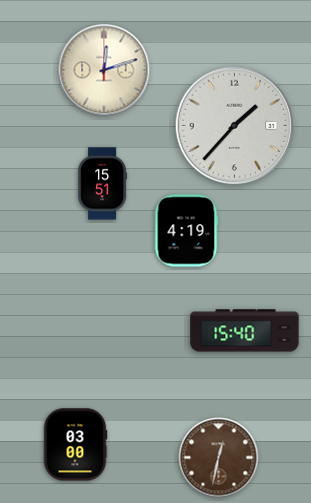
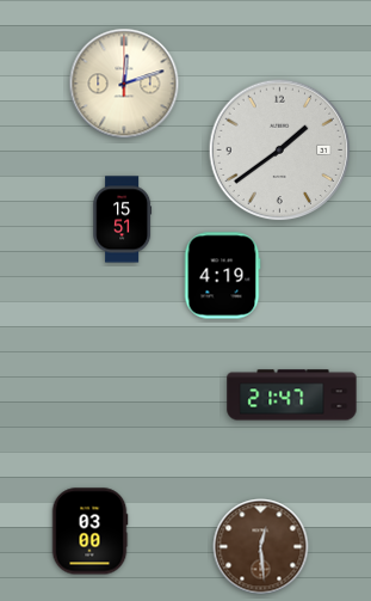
clock at (235, 126): 1:37 -> 1:39
clock at (245, 331): 15:40 -> 21:47
clock at (219, 458): 12:32 -> 12:29
